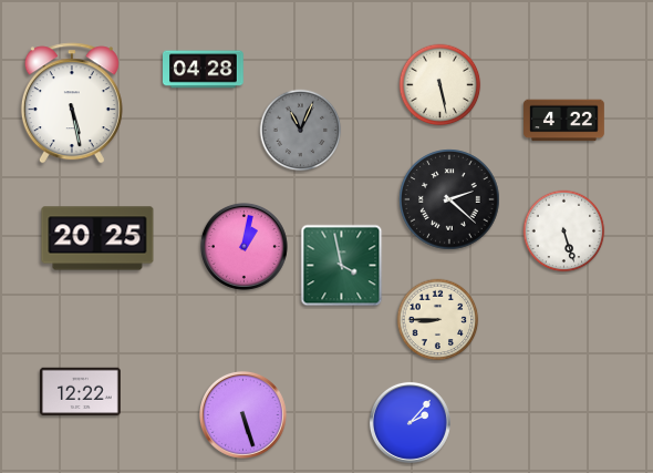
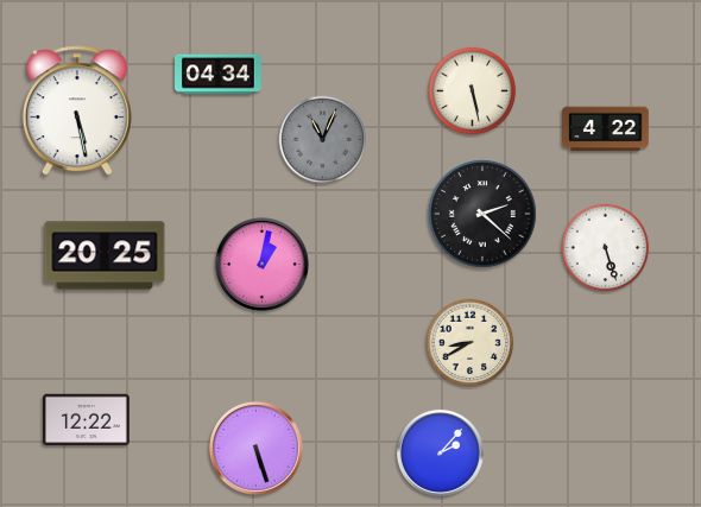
clock at (204, 70): 04:28 -> 04:34
clock at (342, 266): 3:58 -> none
clock at (438, 320): 8:45 -> 8:40
clock at (242, 414) position: (242, 414) -> (255, 448)
